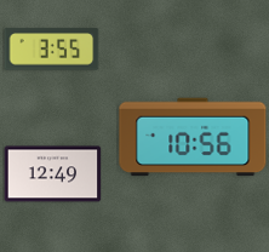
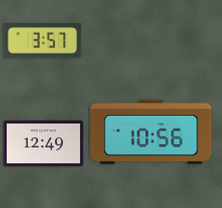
clock at (51, 50): 3:55 -> 3:57
clock at (193, 137) position: (193, 137) -> (151, 132)
